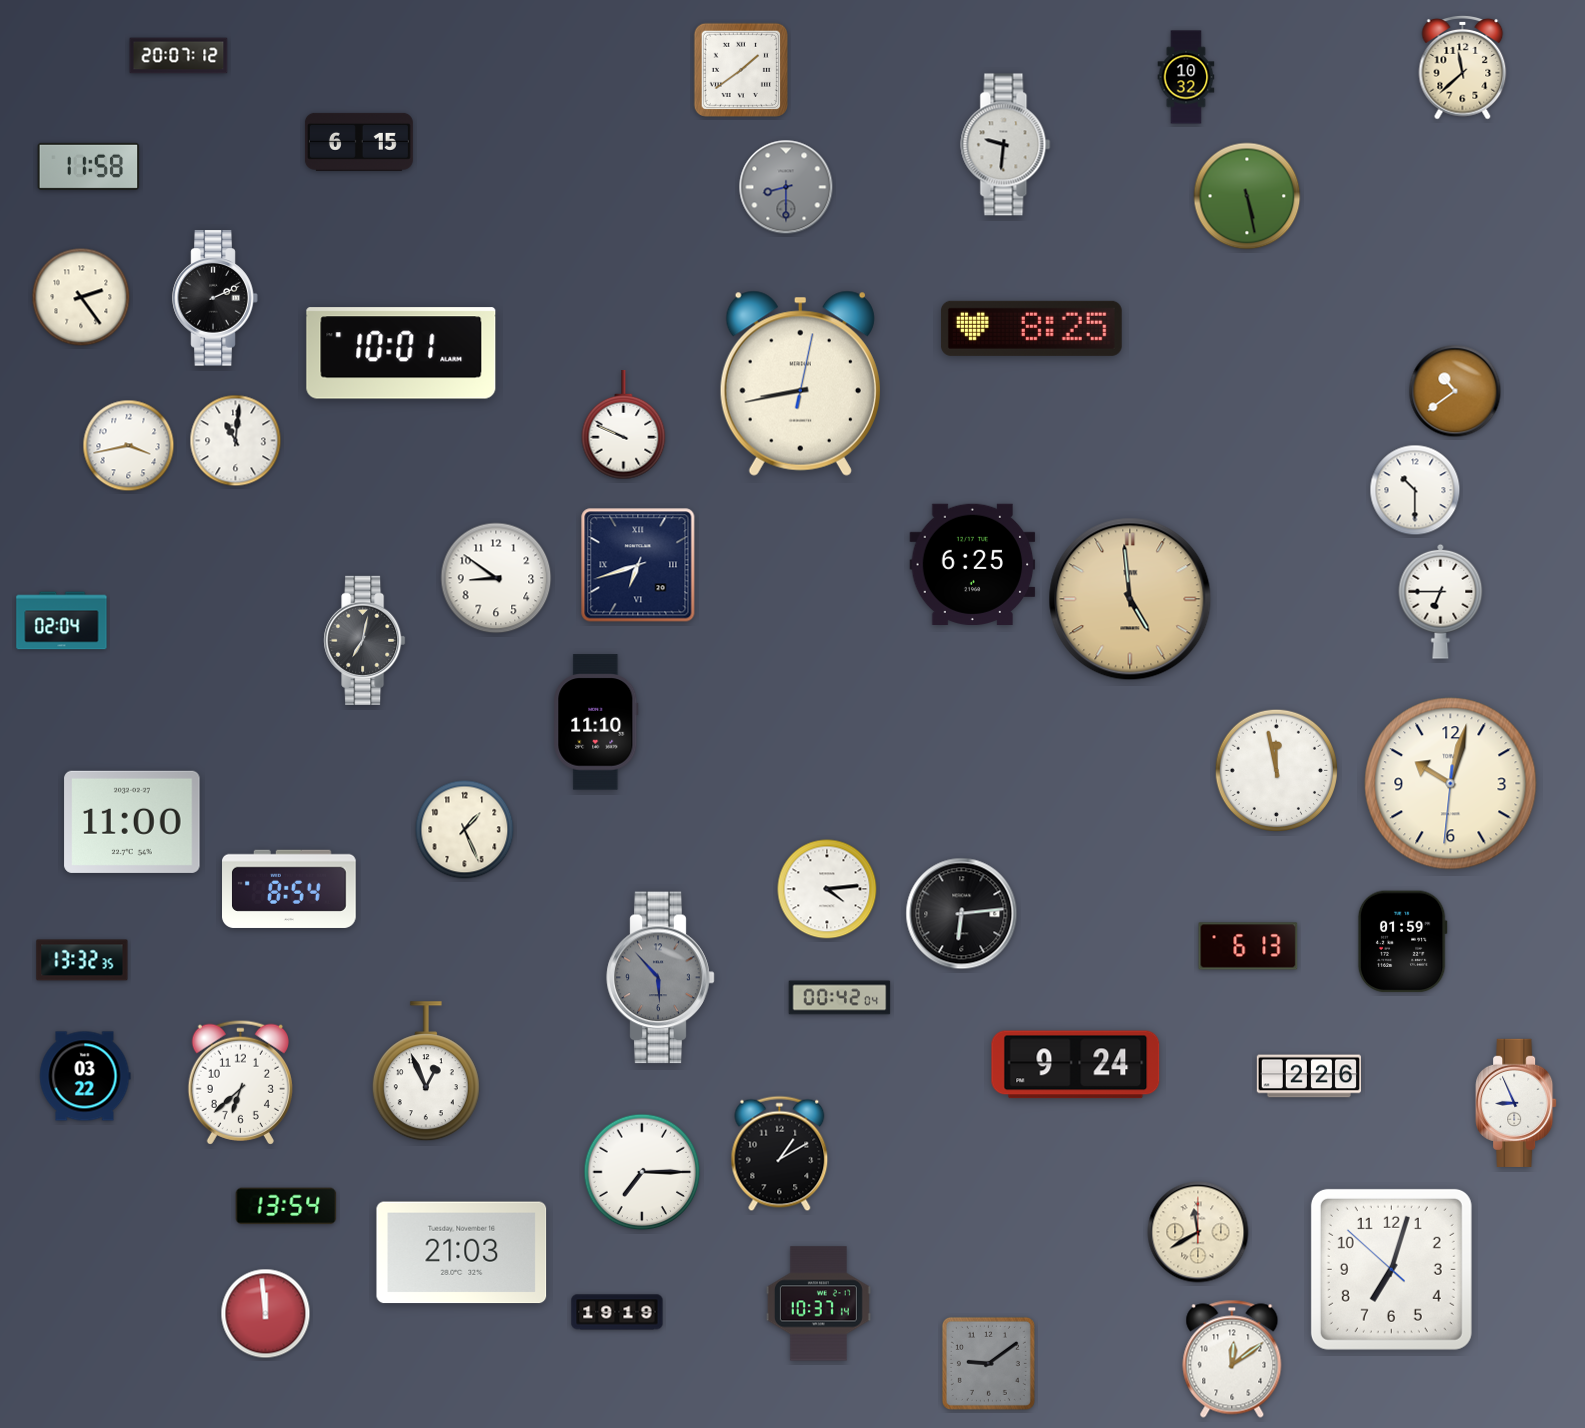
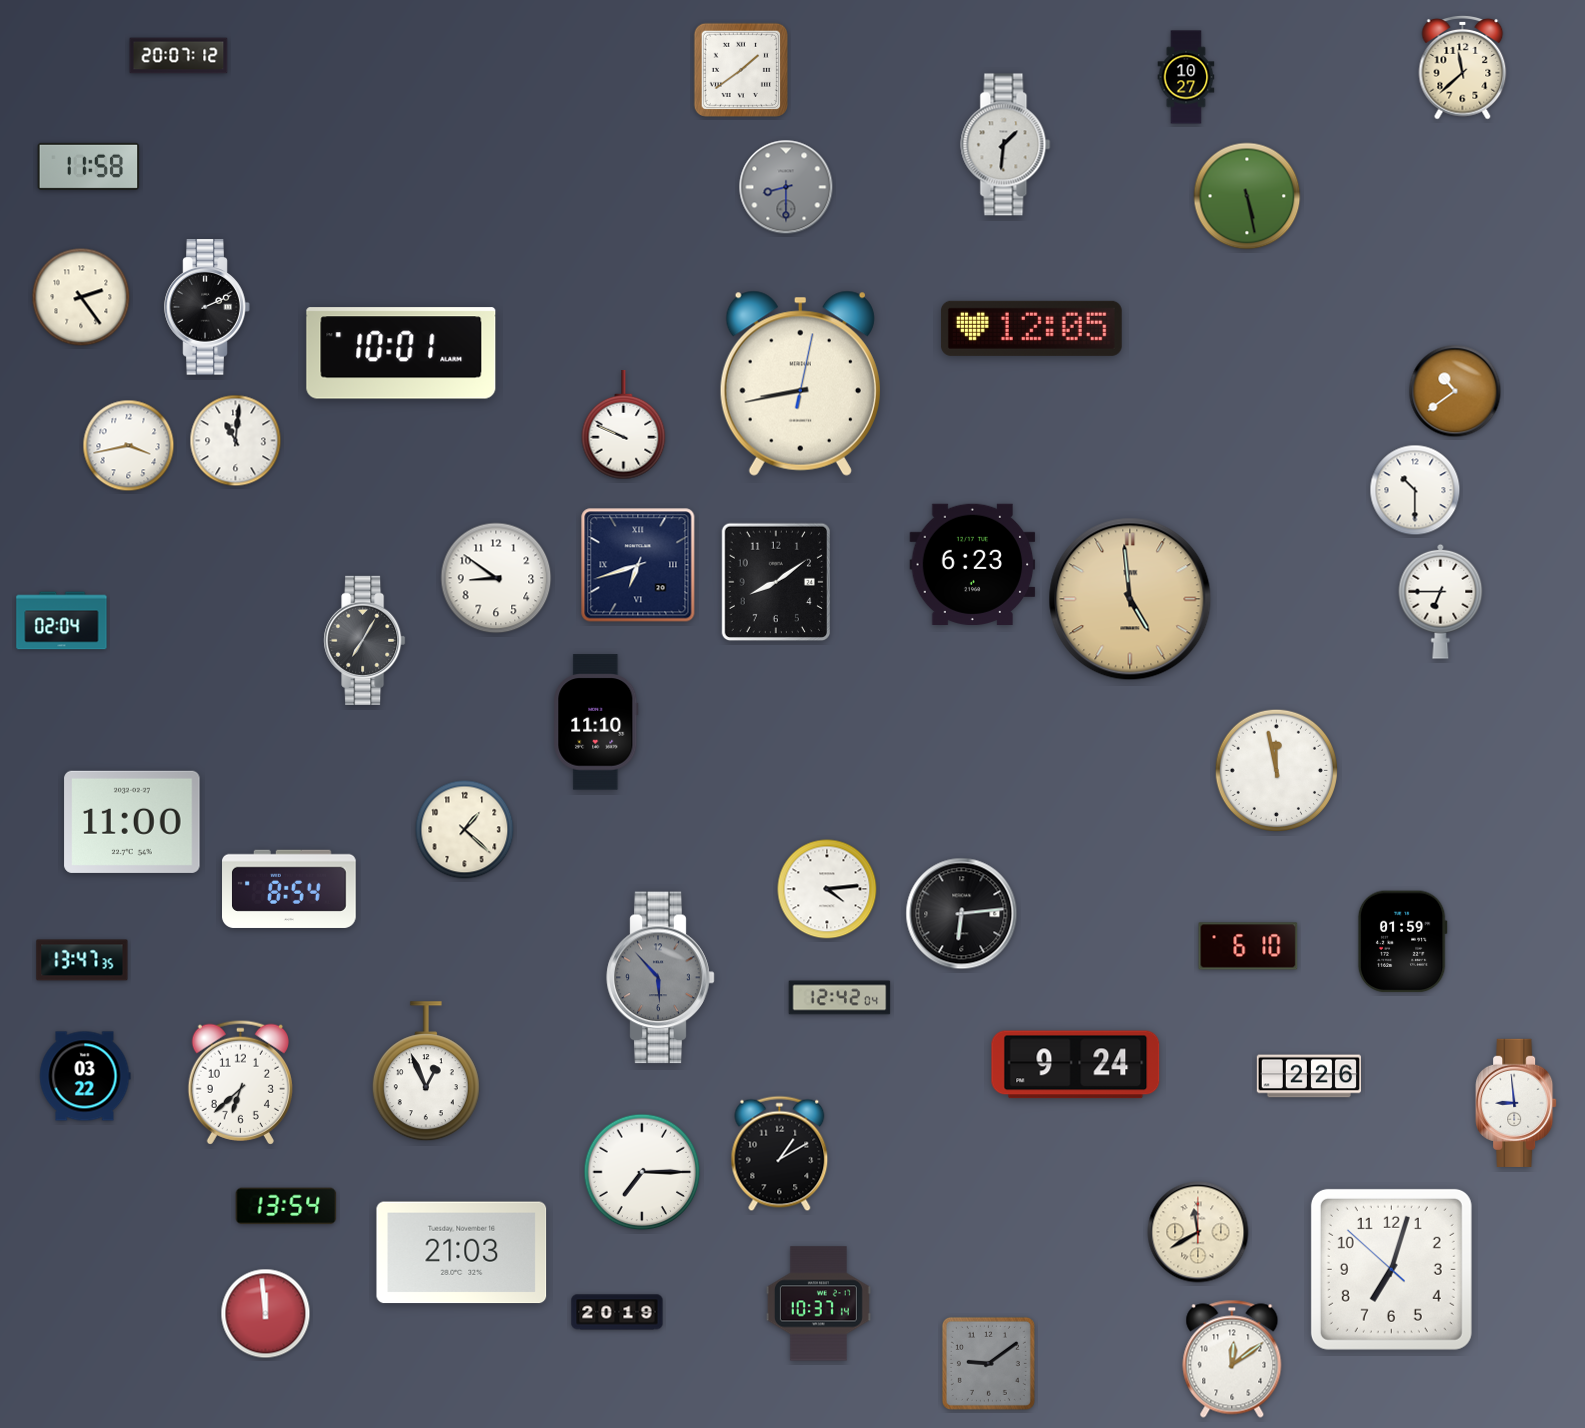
clock at (1186, 77): 10:32 -> 10:27
clock at (359, 142): 6:15 -> none
clock at (1006, 145): 9:31 -> 1:31
clock at (215, 298) position: (215, 298) -> (207, 307)
clock at (1031, 328): 8:25 -> 12:05
clock at (973, 564): 6:25 -> 6:23
clock at (775, 582): none -> 8:09
clock at (365, 640): 7:02 -> 7:05
clock at (1451, 784): 10:02 -> none
clock at (465, 830): 1:26 -> 1:22
clock at (1248, 946): 6:13 -> 6:10
clock at (82, 960): 13:32 -> 13:47
clock at (840, 998): 00:42 -> 12:42
clock at (1516, 1103): 8:56 -> 8:59
clock at (617, 1312): 19:19 -> 20:19
